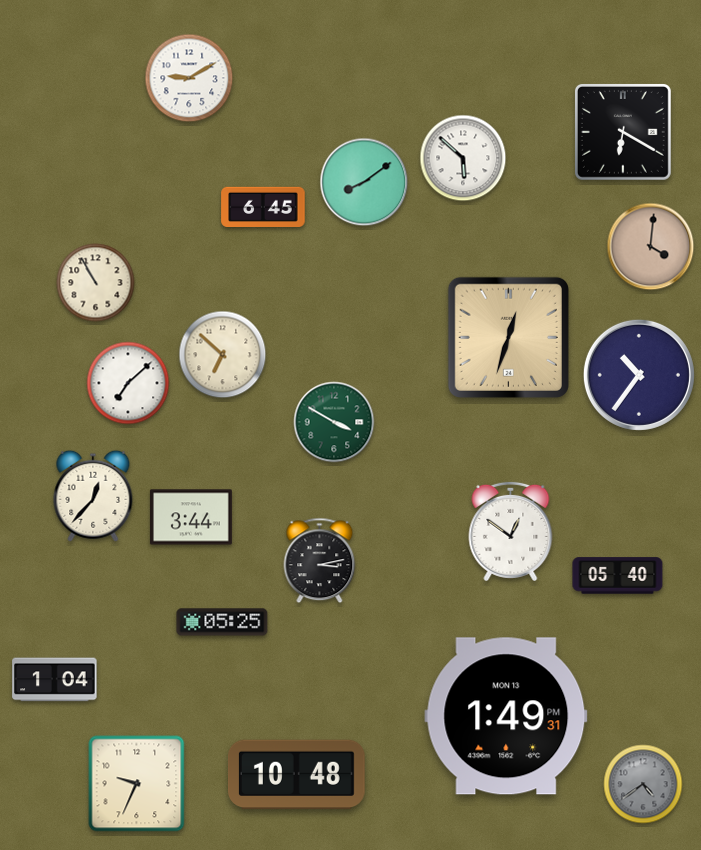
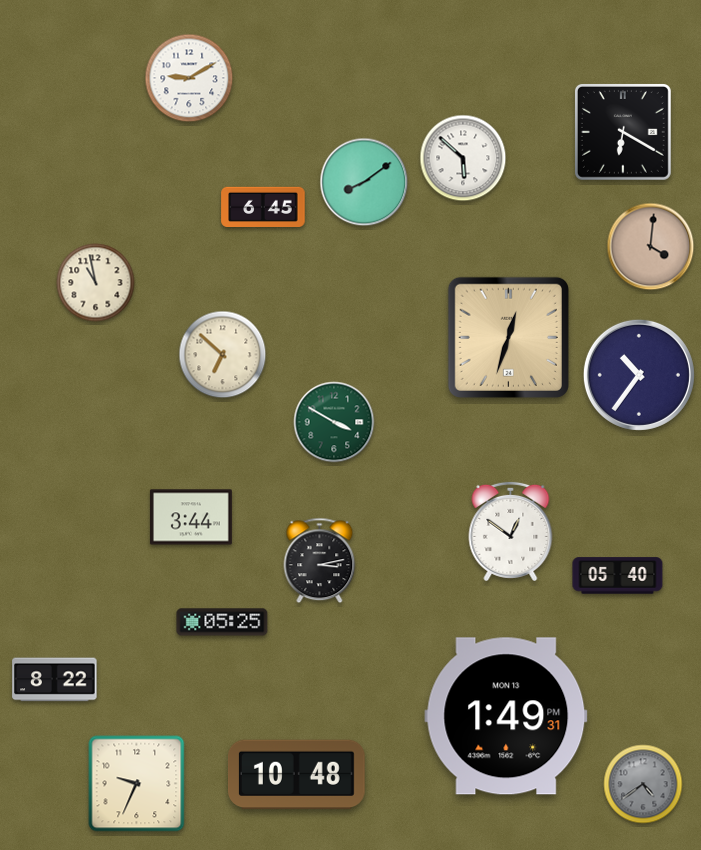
clock at (96, 283): 10:55 -> 10:58
clock at (128, 383): 7:08 -> none
clock at (93, 496): 12:37 -> none
clock at (55, 680): 1:04 -> 8:22
